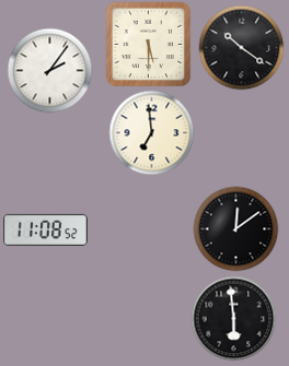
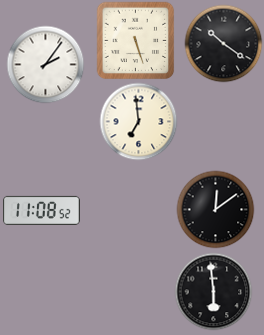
clock at (148, 44): 5:30 -> 5:27
clock at (241, 47) position: (241, 47) -> (223, 43)
